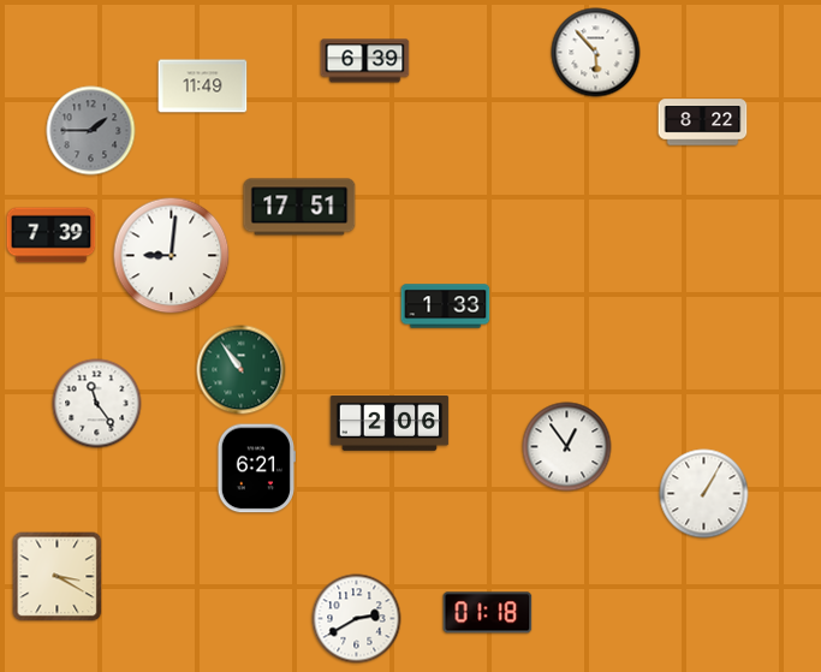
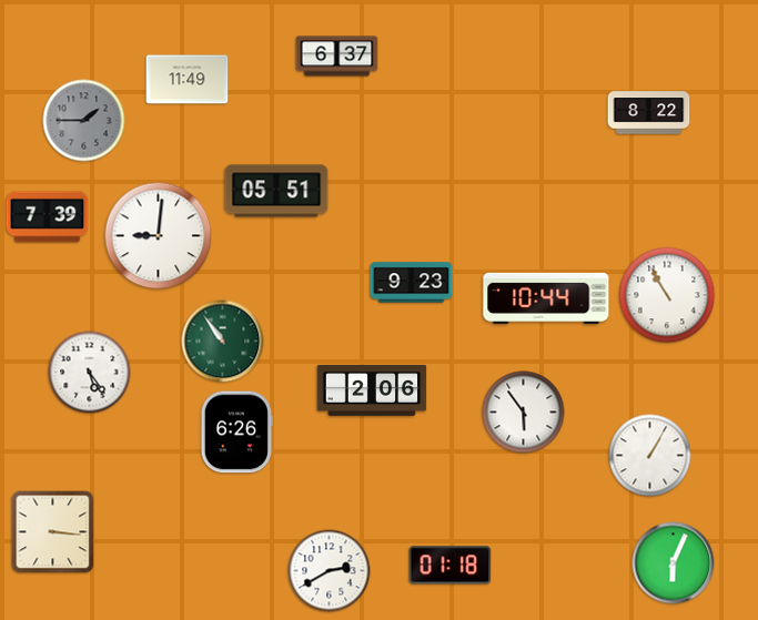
clock at (596, 53): 5:53 -> none
clock at (365, 61): 6:39 -> 6:37
clock at (299, 207): 17:51 -> 05:51
clock at (446, 307): 1:33 -> 9:23
clock at (667, 295): none -> 10:55
clock at (546, 298): none -> 10:44
clock at (97, 404): 11:24 -> 5:24
clock at (389, 424) position: (389, 424) -> (372, 392)
clock at (567, 447): 12:54 -> 5:54
clock at (256, 469): 6:21 -> 6:26
clock at (58, 577): 3:20 -> 3:16
clock at (674, 563): none -> 6:04
